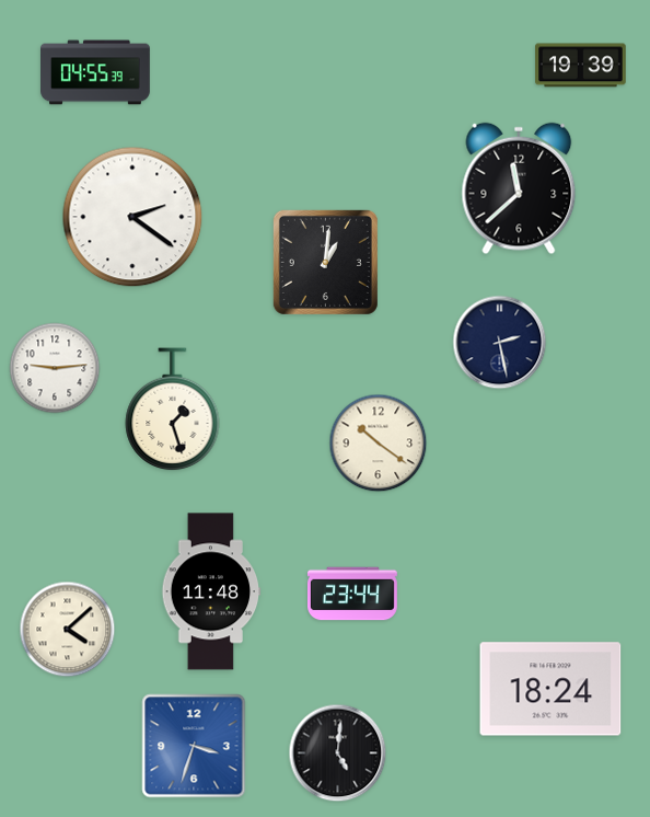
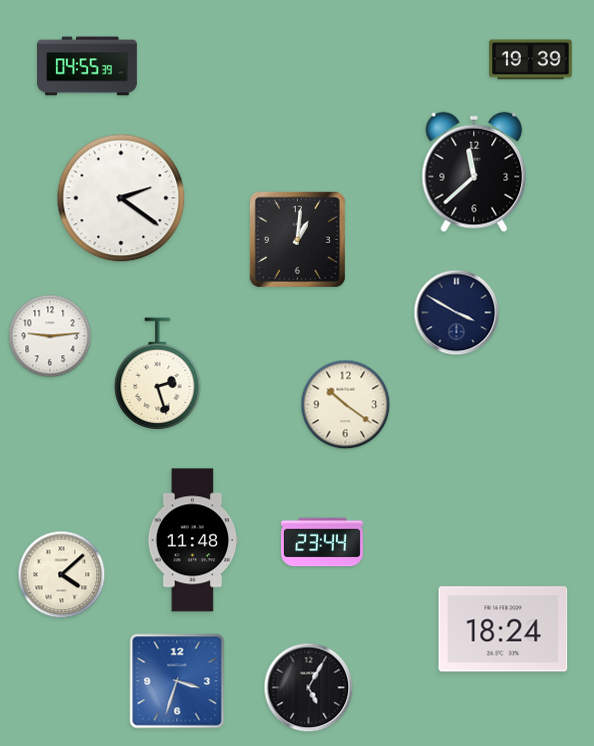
clock at (500, 343): 2:28 -> 3:50
clock at (173, 410): 1:27 -> 2:27
clock at (338, 753): 5:01 -> 5:05
